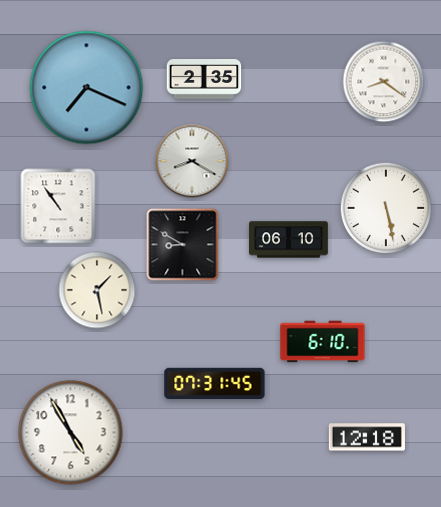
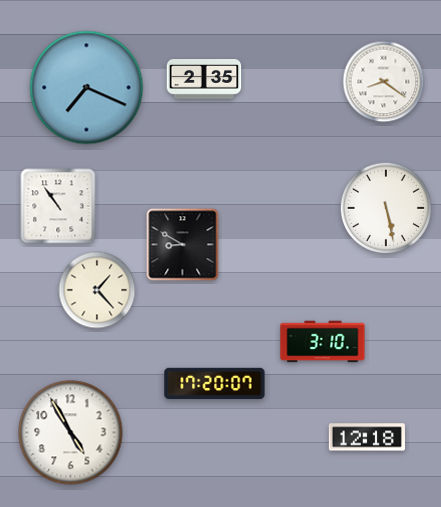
clock at (192, 161): 8:20 -> none
clock at (289, 240): 06:10 -> none
clock at (97, 290): 1:28 -> 1:23
clock at (323, 342): 6:10 -> 3:10
clock at (215, 383): 07:31 -> 17:20
